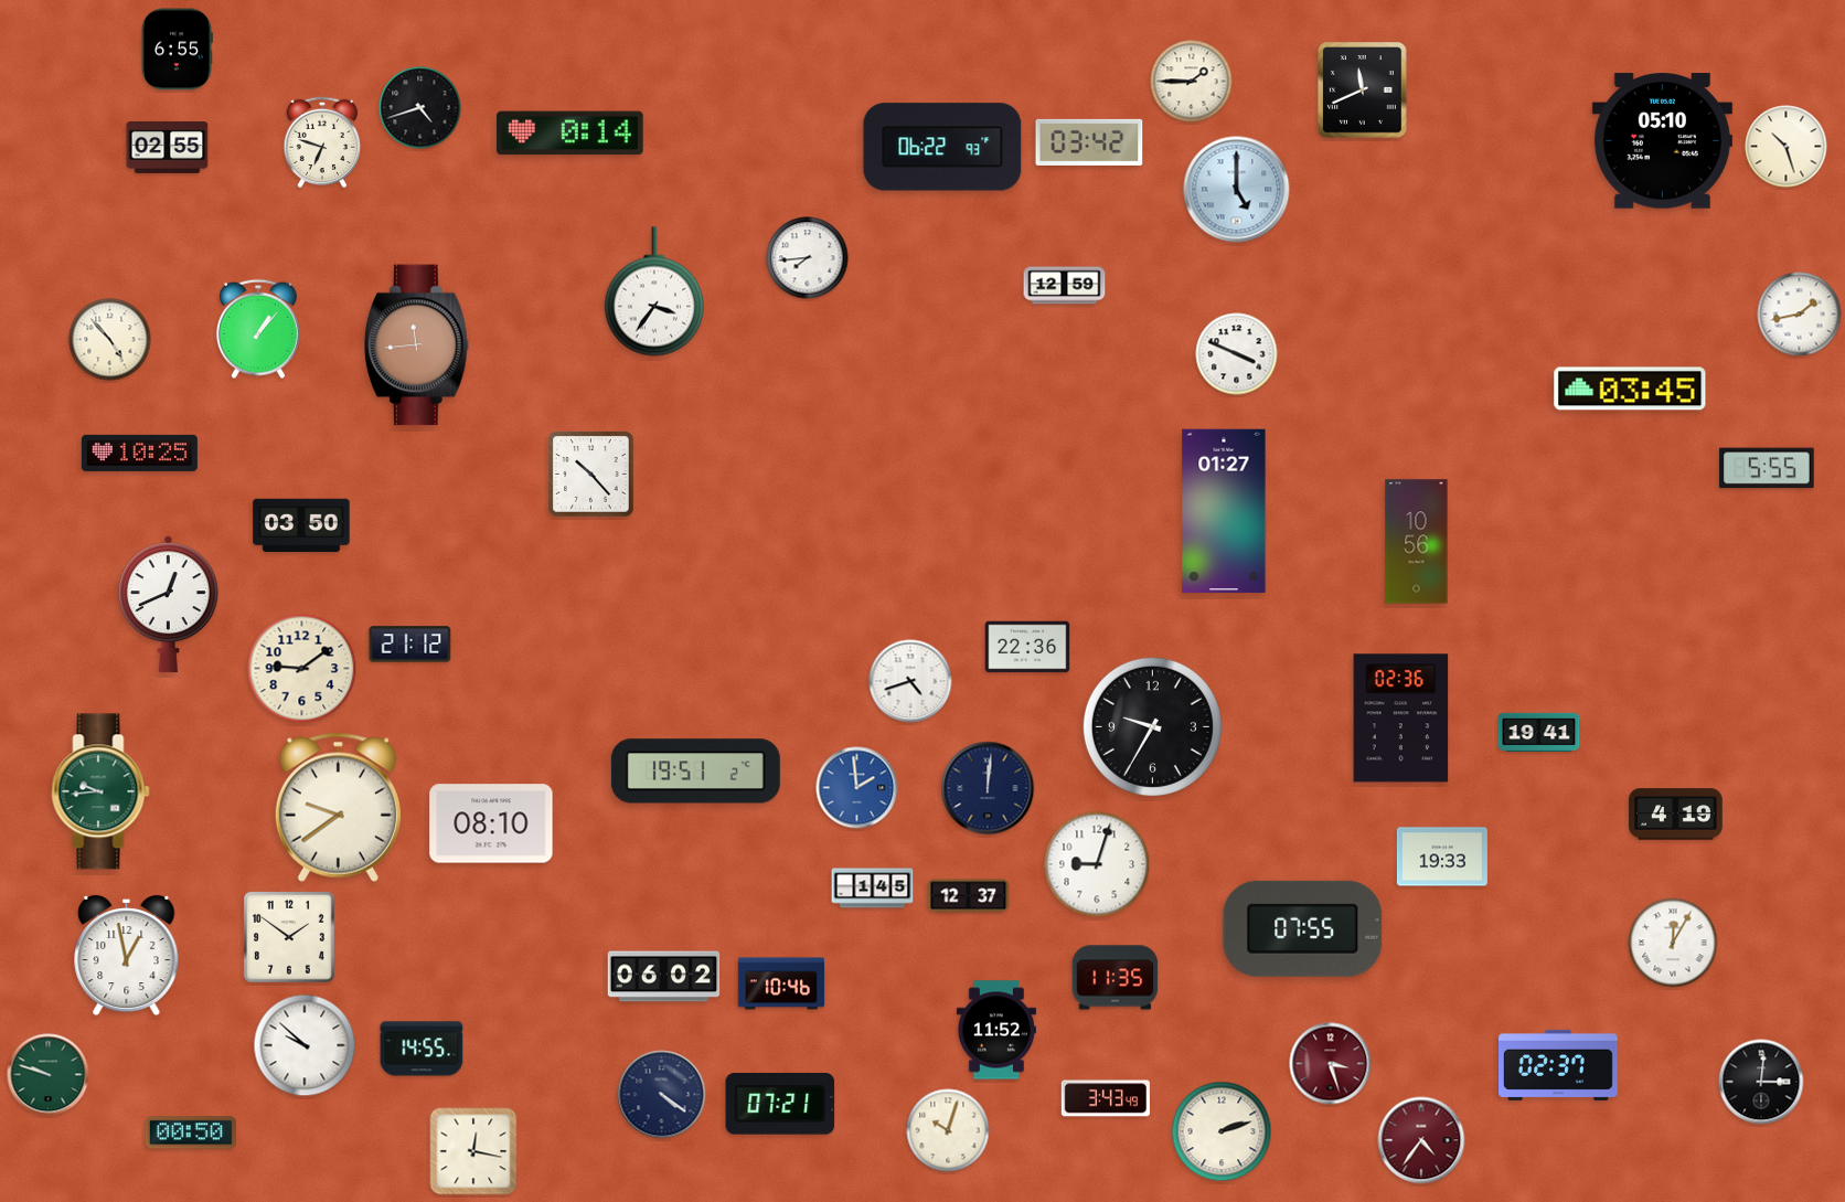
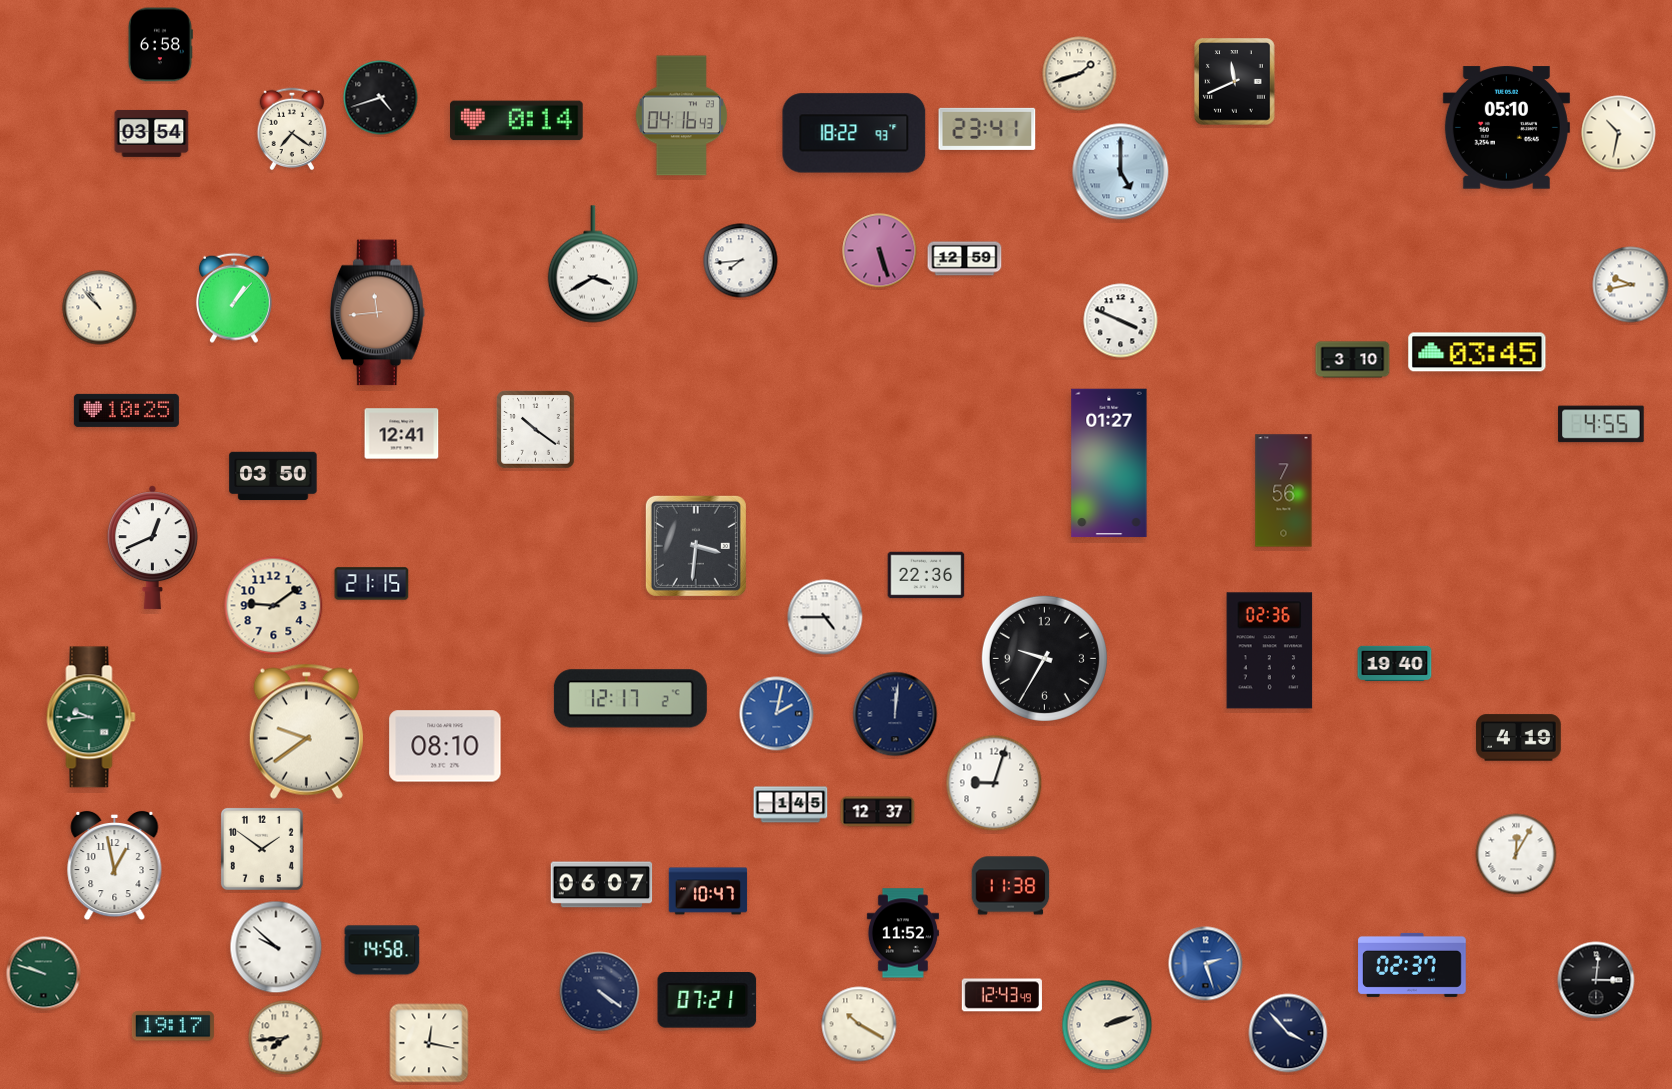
clock at (178, 50): 6:55 -> 6:58
clock at (1192, 82): 1:45 -> 1:42
clock at (681, 116): none -> 04:16
clock at (322, 142): 6:48 -> 7:21
clock at (1089, 142): 03:42 -> 23:41
clock at (168, 147): 02:55 -> 03:54
clock at (942, 147): 06:22 -> 18:22
clock at (1787, 147): 10:27 -> 10:32
clock at (808, 258) position: (808, 258) -> (741, 261)
clock at (880, 251): none -> 5:27
clock at (654, 291): 3:36 -> 3:40
clock at (1800, 315): 1:43 -> 9:43
clock at (110, 340): 4:53 -> 10:53
clock at (1353, 360): none -> 3:10
clock at (1767, 468): 5:55 -> 4:55
clock at (591, 475): 10:23 -> 10:21
clock at (402, 434): none -> 12:41
clock at (1417, 542): 10:56 -> 7:56
clock at (696, 546): none -> 3:31
clock at (410, 645): 21:12 -> 21:15
clock at (1027, 647) position: (1027, 647) -> (926, 575)
clock at (910, 681): 4:42 -> 4:45
clock at (1539, 732): 19:41 -> 19:40
clock at (695, 772): 19:51 -> 12:17
clock at (857, 788): 1:59 -> 2:02
clock at (1442, 857): 19:33 -> none
clock at (1303, 928): 07:55 -> none
clock at (664, 977): 06:02 -> 06:07
clock at (1116, 978): 11:35 -> 11:38
clock at (781, 983): 10:46 -> 10:47
clock at (422, 1049): 14:55 -> 14:58
clock at (1331, 1064): 3:27 -> 2:27
clock at (1331, 1064) dial: burgundy -> blue
clock at (1106, 1098): 3:43 -> 12:43
clock at (948, 1130): 10:03 -> 10:20
clock at (191, 1132): 00:50 -> 19:17
clock at (1421, 1140): 4:36 -> 3:53
clock at (1421, 1140) dial: burgundy -> navy
clock at (286, 1038): none -> 7:44
